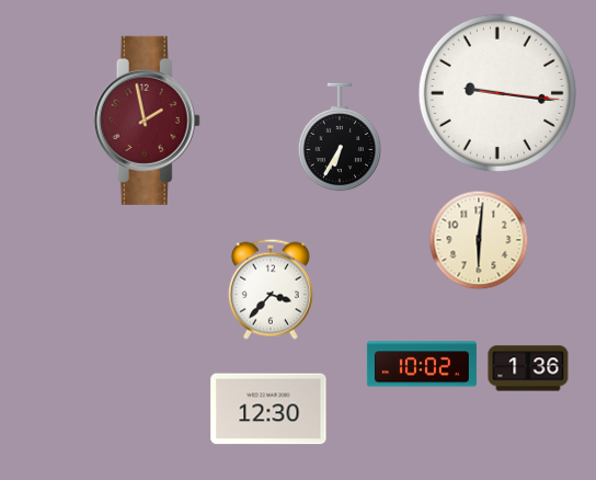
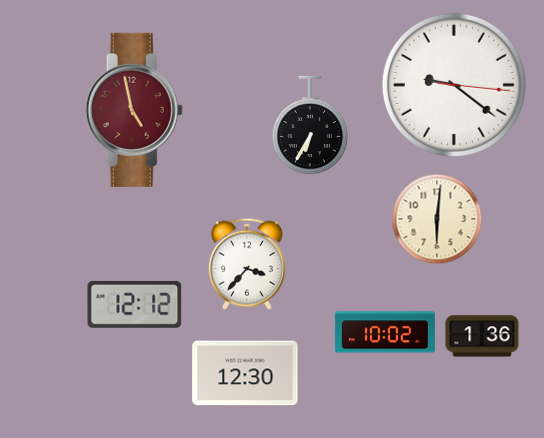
clock at (497, 93): 9:16 -> 9:21
clock at (147, 121): 1:58 -> 4:58
clock at (135, 304): none -> 12:12
